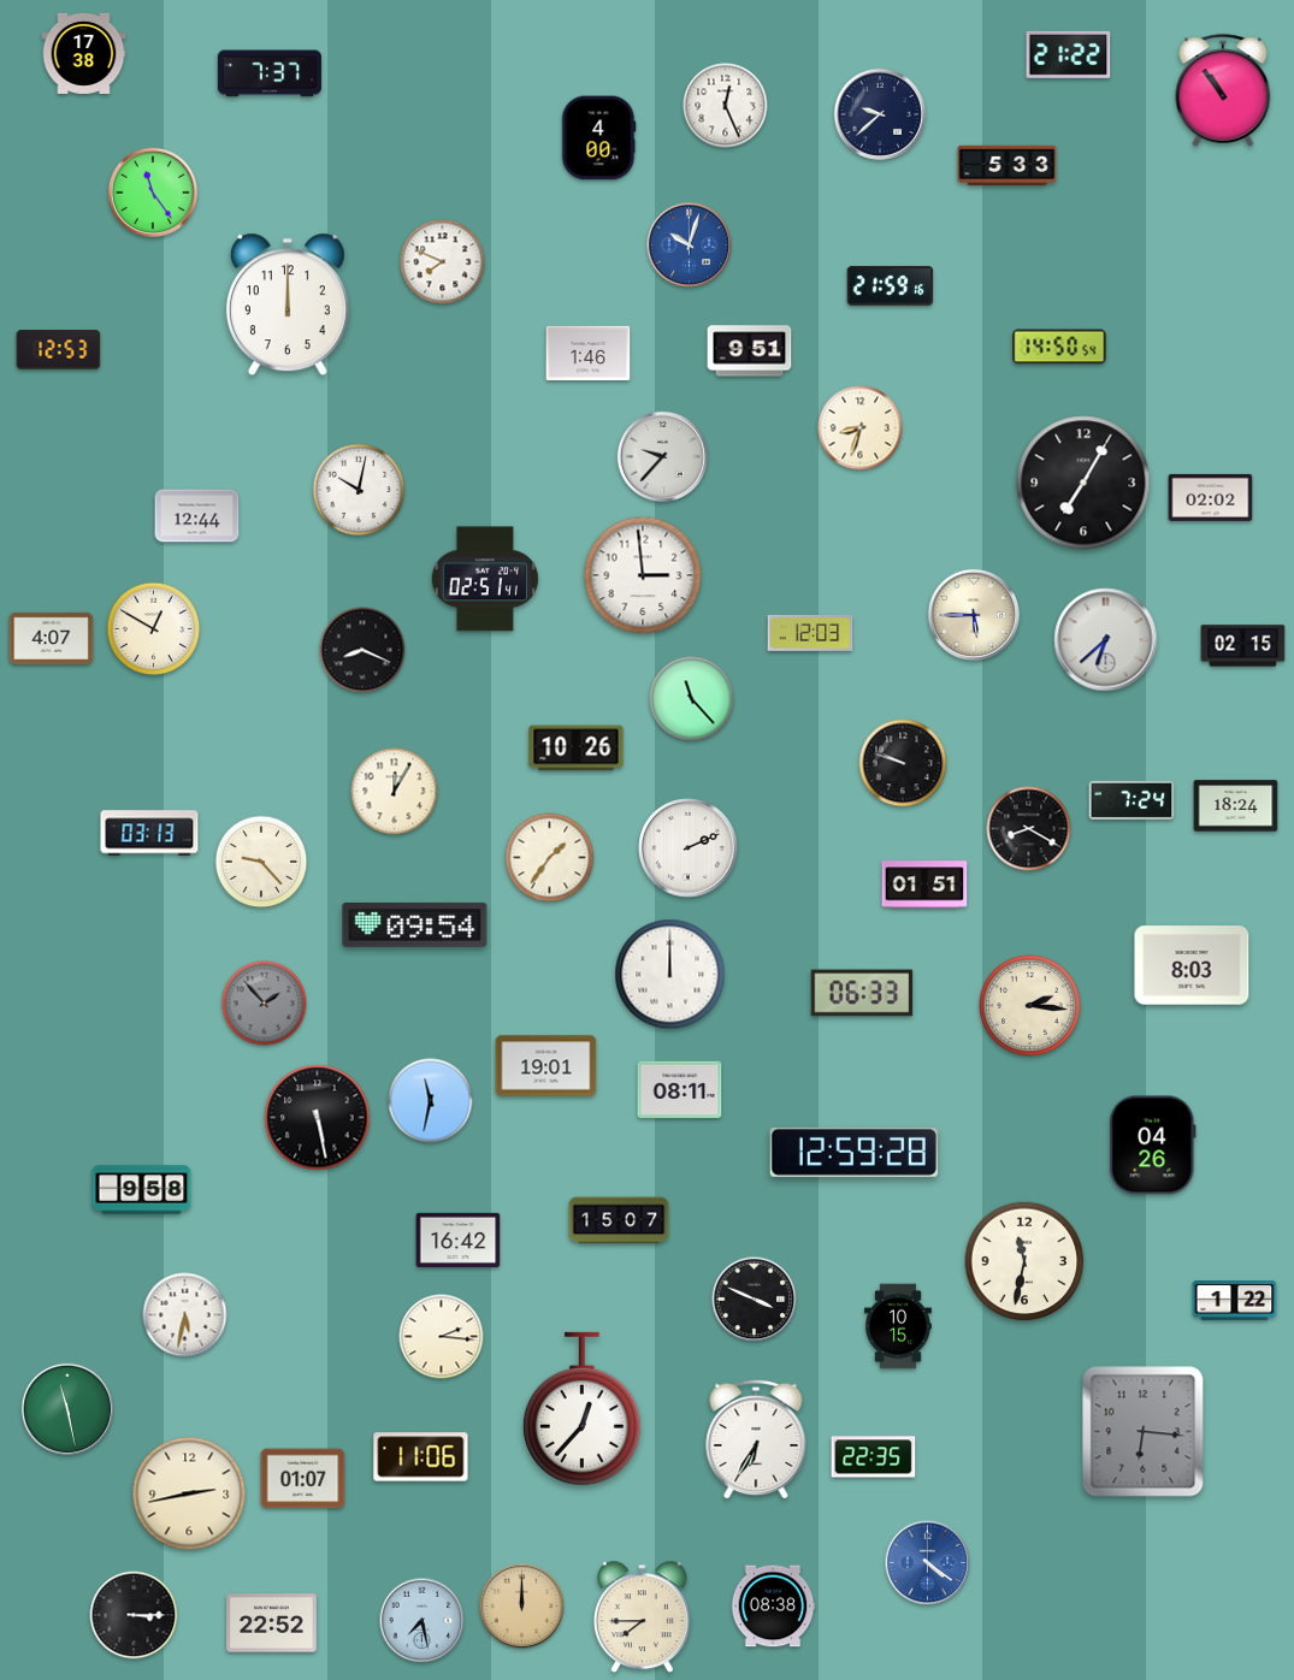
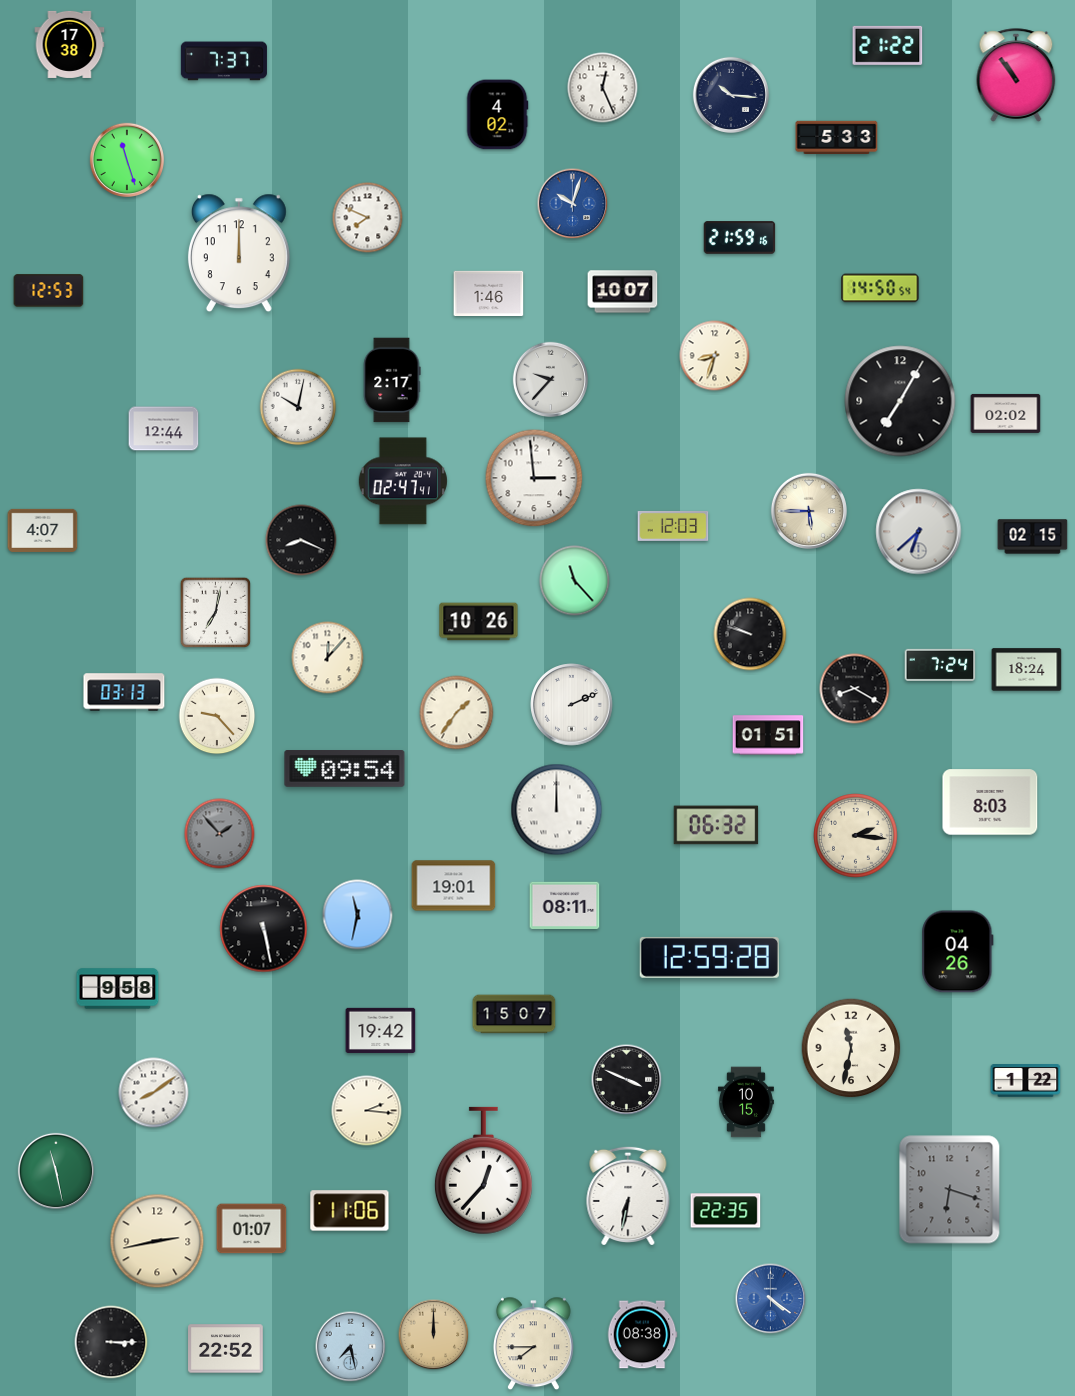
clock at (880, 114): 9:38 -> 10:16
clock at (598, 138): 4:00 -> 4:02
clock at (153, 193): 11:24 -> 11:27
clock at (750, 351): 9:51 -> 10:07
clock at (392, 380): none -> 2:17
clock at (485, 579): 02:51 -> 02:47
clock at (154, 629): 12:50 -> none
clock at (215, 612): none -> 7:02
clock at (395, 792): 12:05 -> 12:07
clock at (862, 993): 06:33 -> 06:32
clock at (459, 1240): 16:42 -> 19:42
clock at (185, 1315): 5:32 -> 8:09
clock at (1144, 1432): 6:16 -> 6:18
clock at (756, 1438): 6:35 -> 6:32
